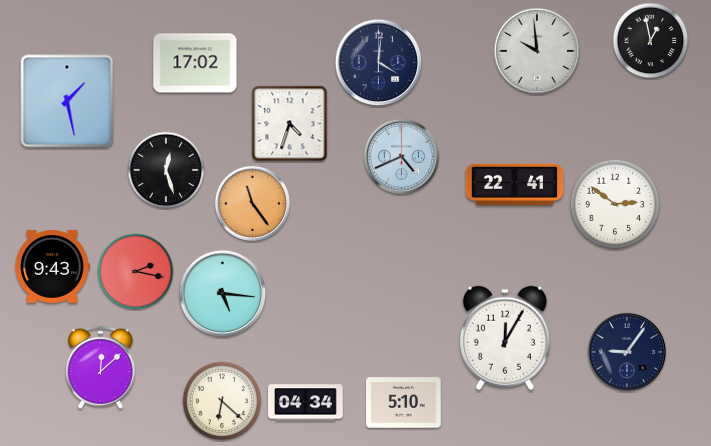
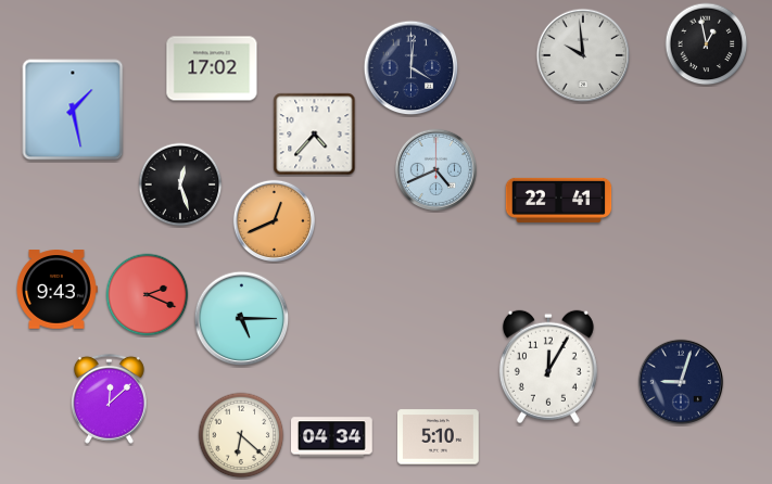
clock at (290, 124): 4:33 -> 4:37
clock at (252, 203): 11:24 -> 12:41
clock at (615, 204): 2:51 -> none
clock at (136, 272): 2:17 -> 2:19
clock at (223, 294): 5:16 -> 5:15
clock at (627, 352): 9:06 -> 9:03
